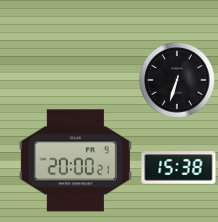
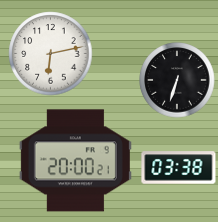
clock at (51, 54): none -> 6:13
clock at (179, 168): 15:38 -> 03:38
